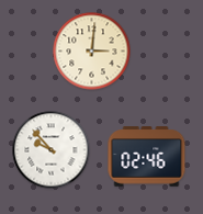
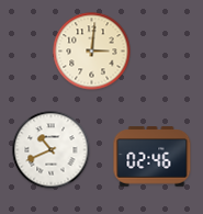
clock at (52, 150): 9:53 -> 10:41
clock at (147, 157) position: (147, 157) -> (153, 157)
